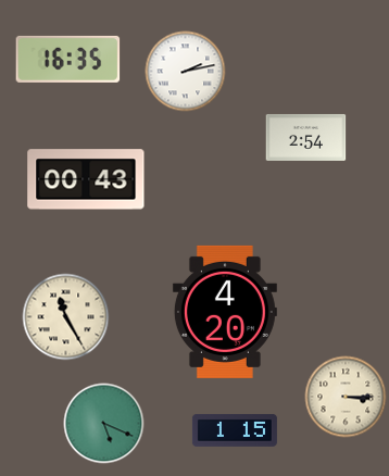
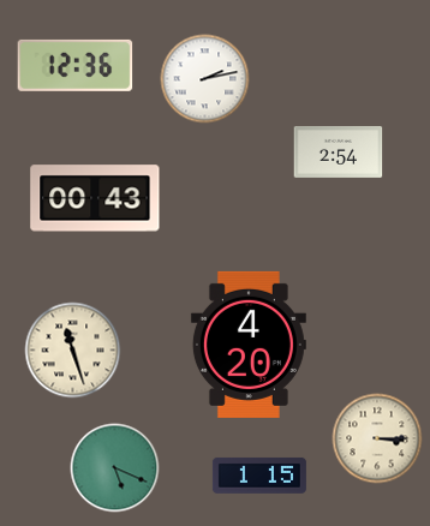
clock at (68, 59): 16:35 -> 12:36
clock at (66, 317): 11:25 -> 11:27
clock at (346, 397) position: (346, 397) -> (377, 438)
